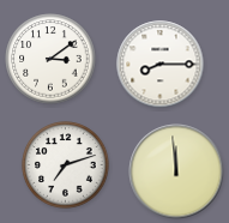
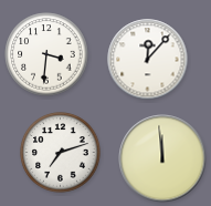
clock at (50, 59): 3:09 -> 3:31
clock at (161, 65): 8:15 -> 12:07
